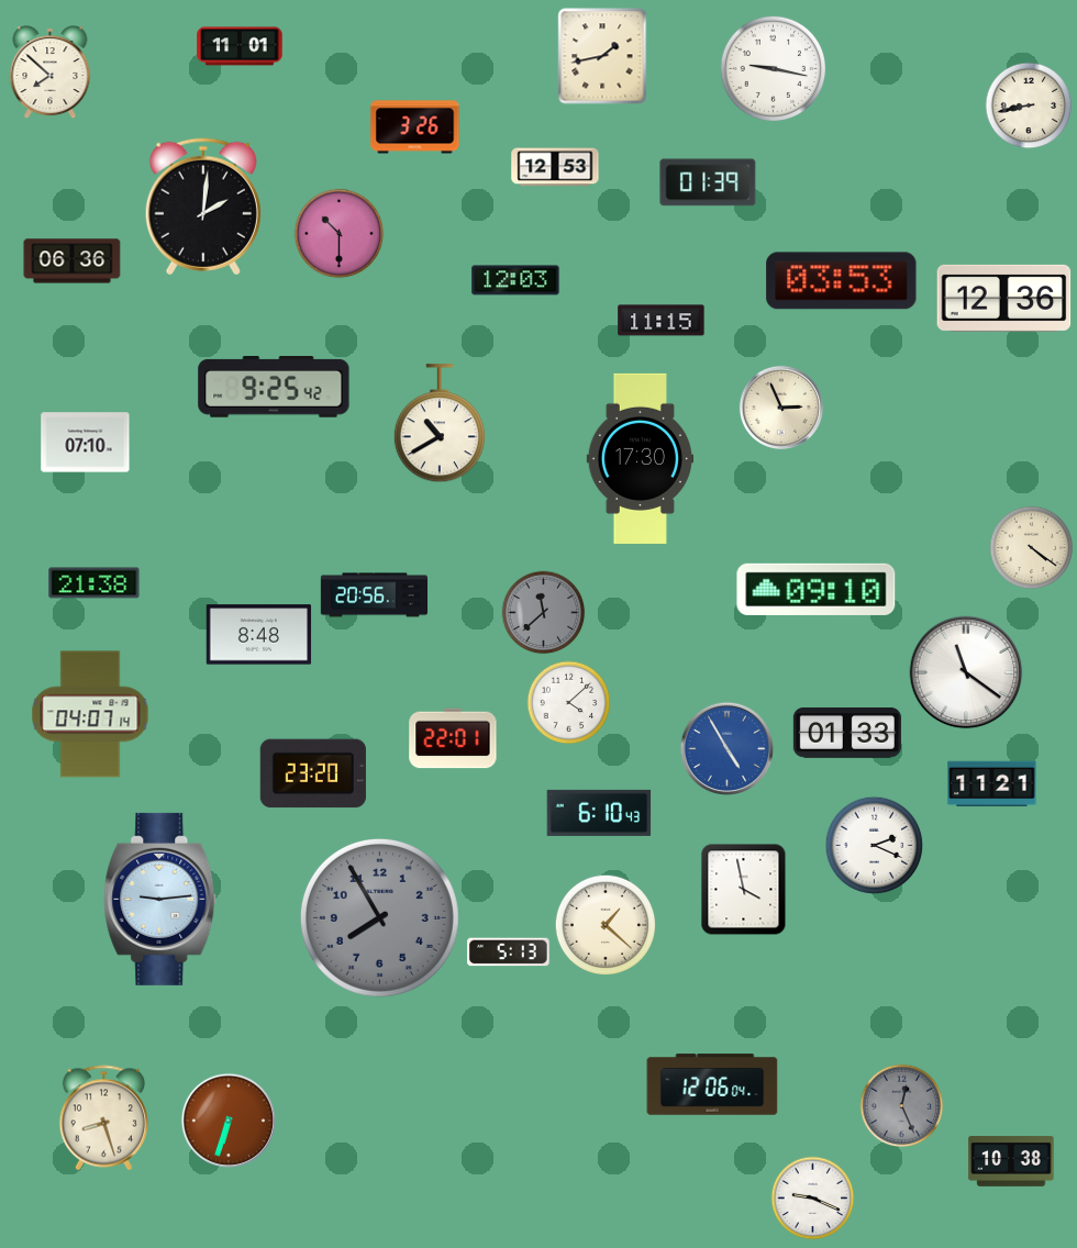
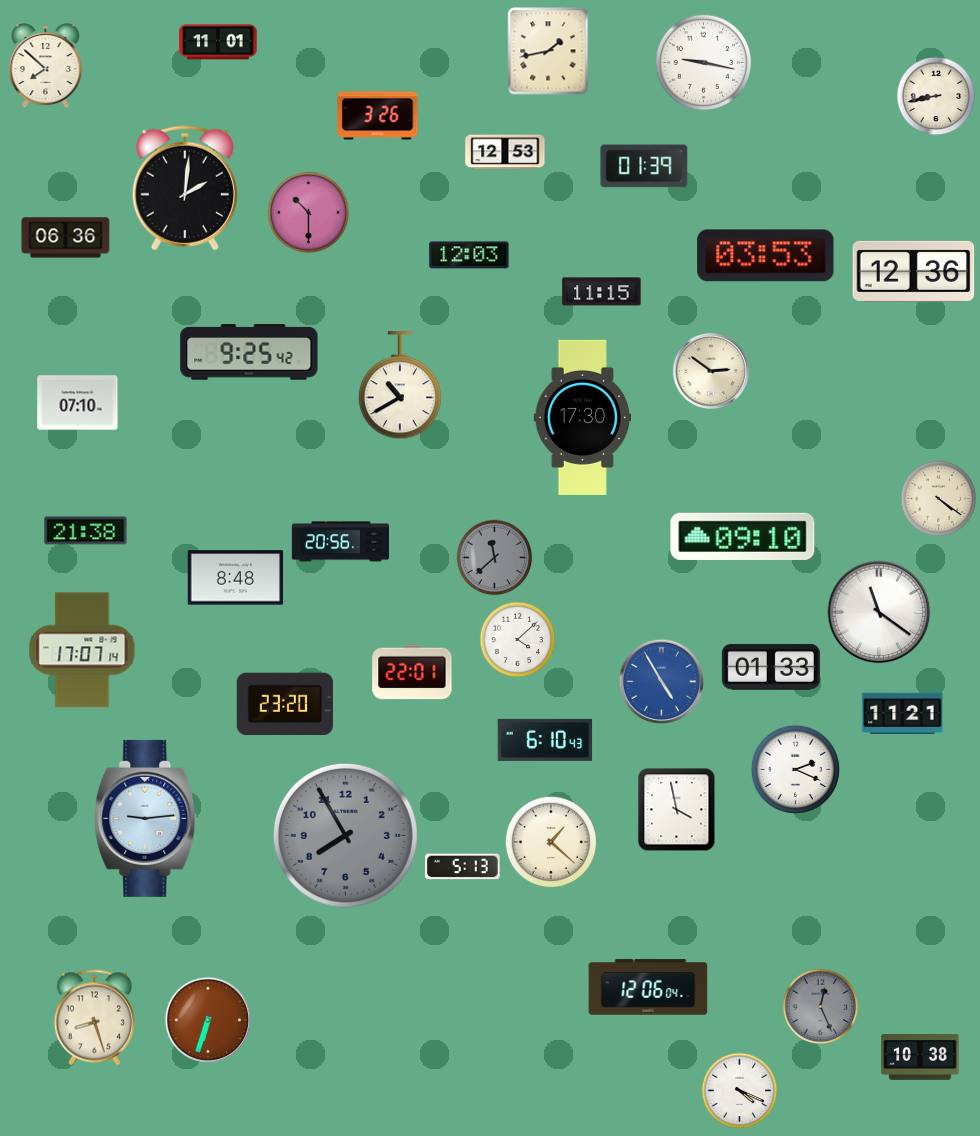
clock at (781, 408): 2:56 -> 2:51
clock at (90, 714): 04:07 -> 17:07
clock at (813, 1199): 9:19 -> 4:19
